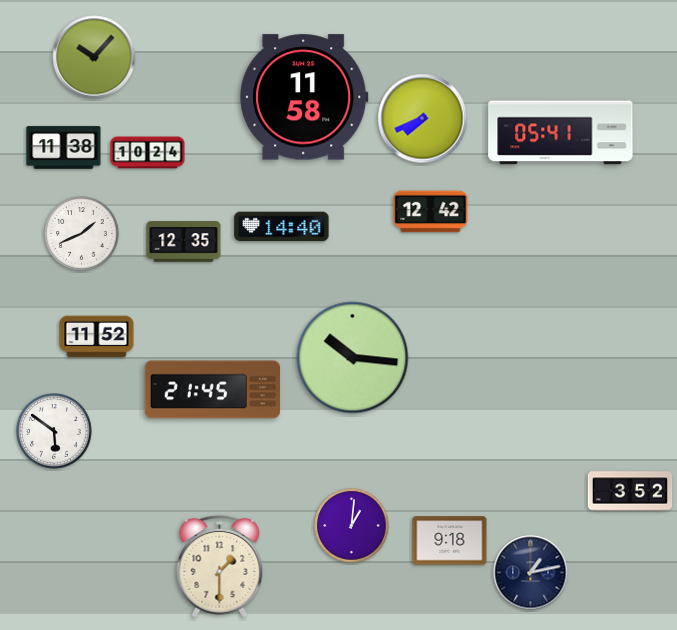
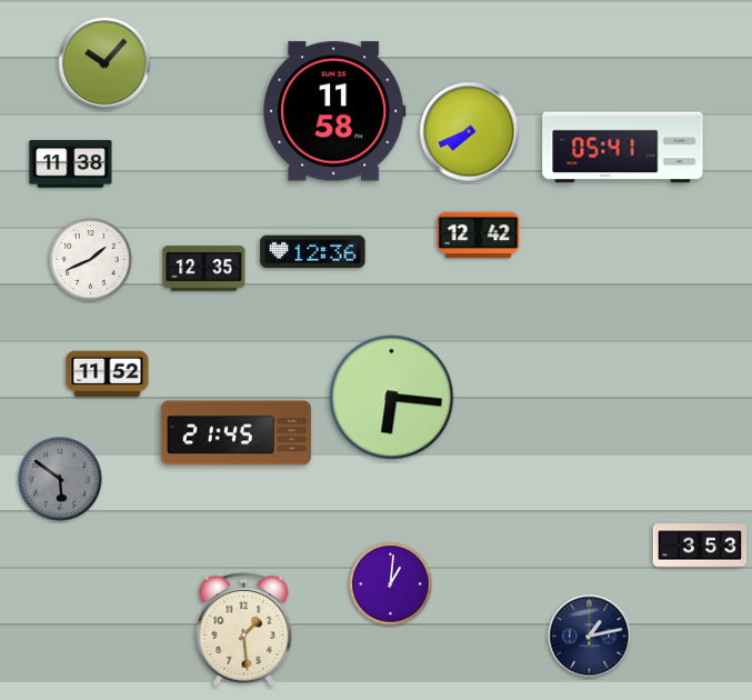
clock at (304, 97) position: (304, 97) -> (334, 111)
clock at (148, 153): 10:24 -> none
clock at (282, 227): 14:40 -> 12:36
clock at (353, 358): 10:16 -> 6:16
clock at (54, 431) dial: white -> grey
clock at (630, 491): 3:52 -> 3:53
clock at (450, 541): 9:18 -> none
clock at (220, 566): 1:30 -> 1:29
